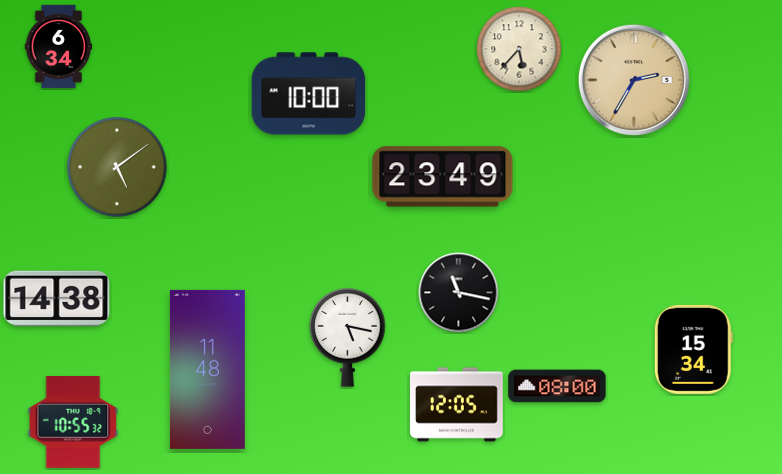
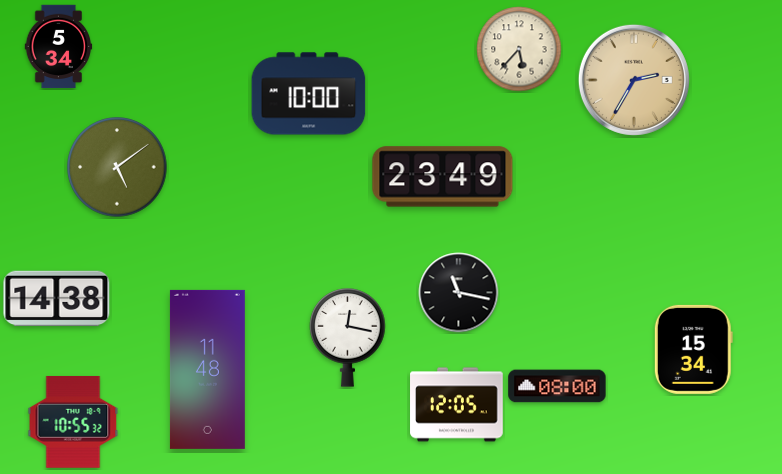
clock at (59, 47): 6:34 -> 5:34
clock at (348, 338): 5:17 -> 12:17
